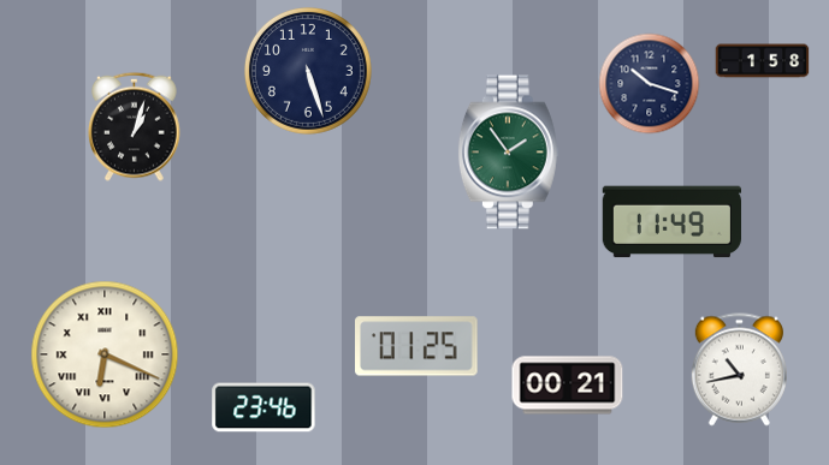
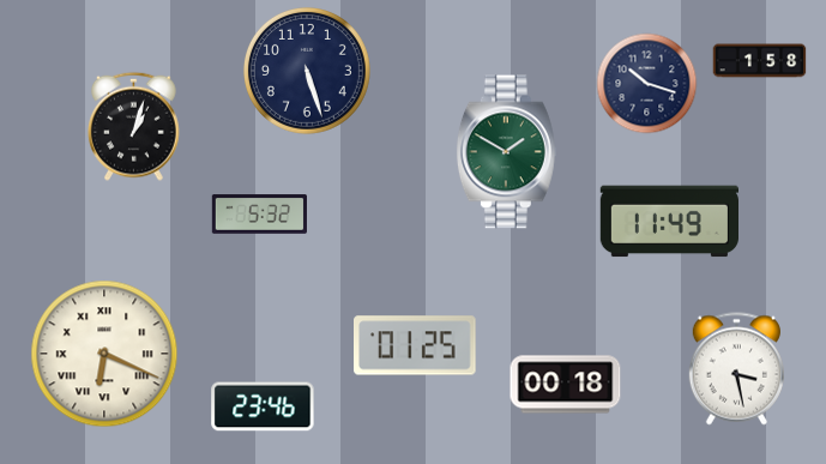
clock at (508, 153): 1:54 -> 1:50
clock at (260, 215): none -> 5:32
clock at (739, 370): 10:43 -> 3:28
clock at (568, 386): 00:21 -> 00:18
